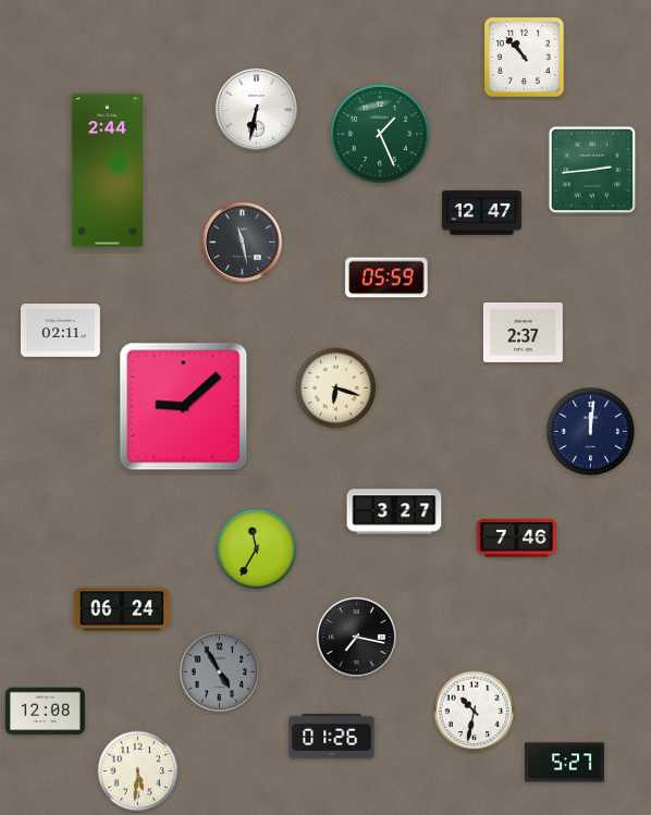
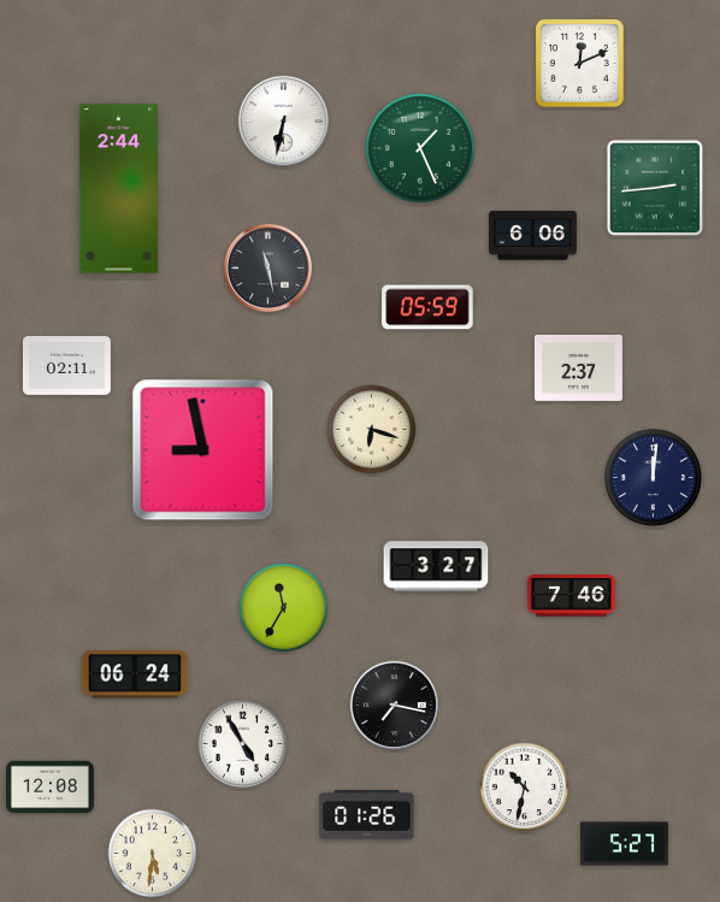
clock at (525, 58): 10:53 -> 12:11
clock at (481, 213): 12:47 -> 6:06
clock at (184, 407): 9:08 -> 8:58
clock at (220, 672) dial: grey -> white
